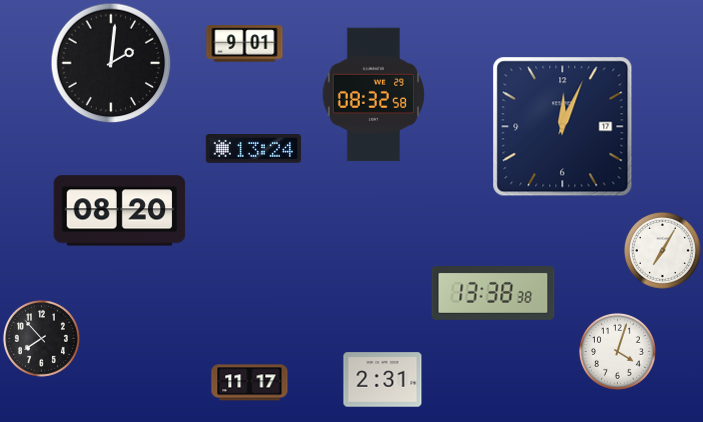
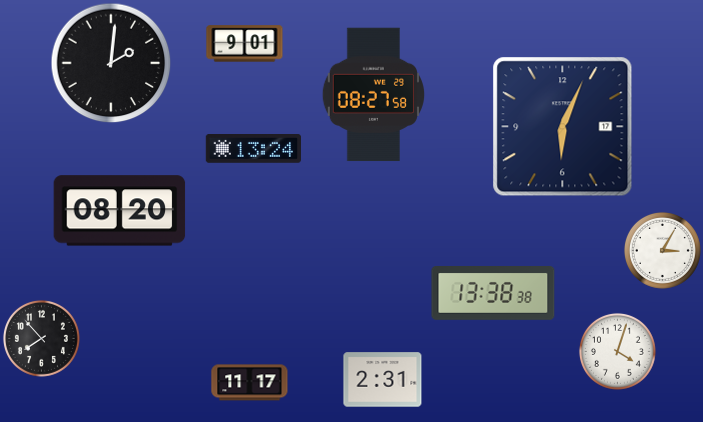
clock at (373, 95): 08:32 -> 08:27
clock at (563, 127): 12:04 -> 6:04
clock at (662, 250): 7:05 -> 3:05
